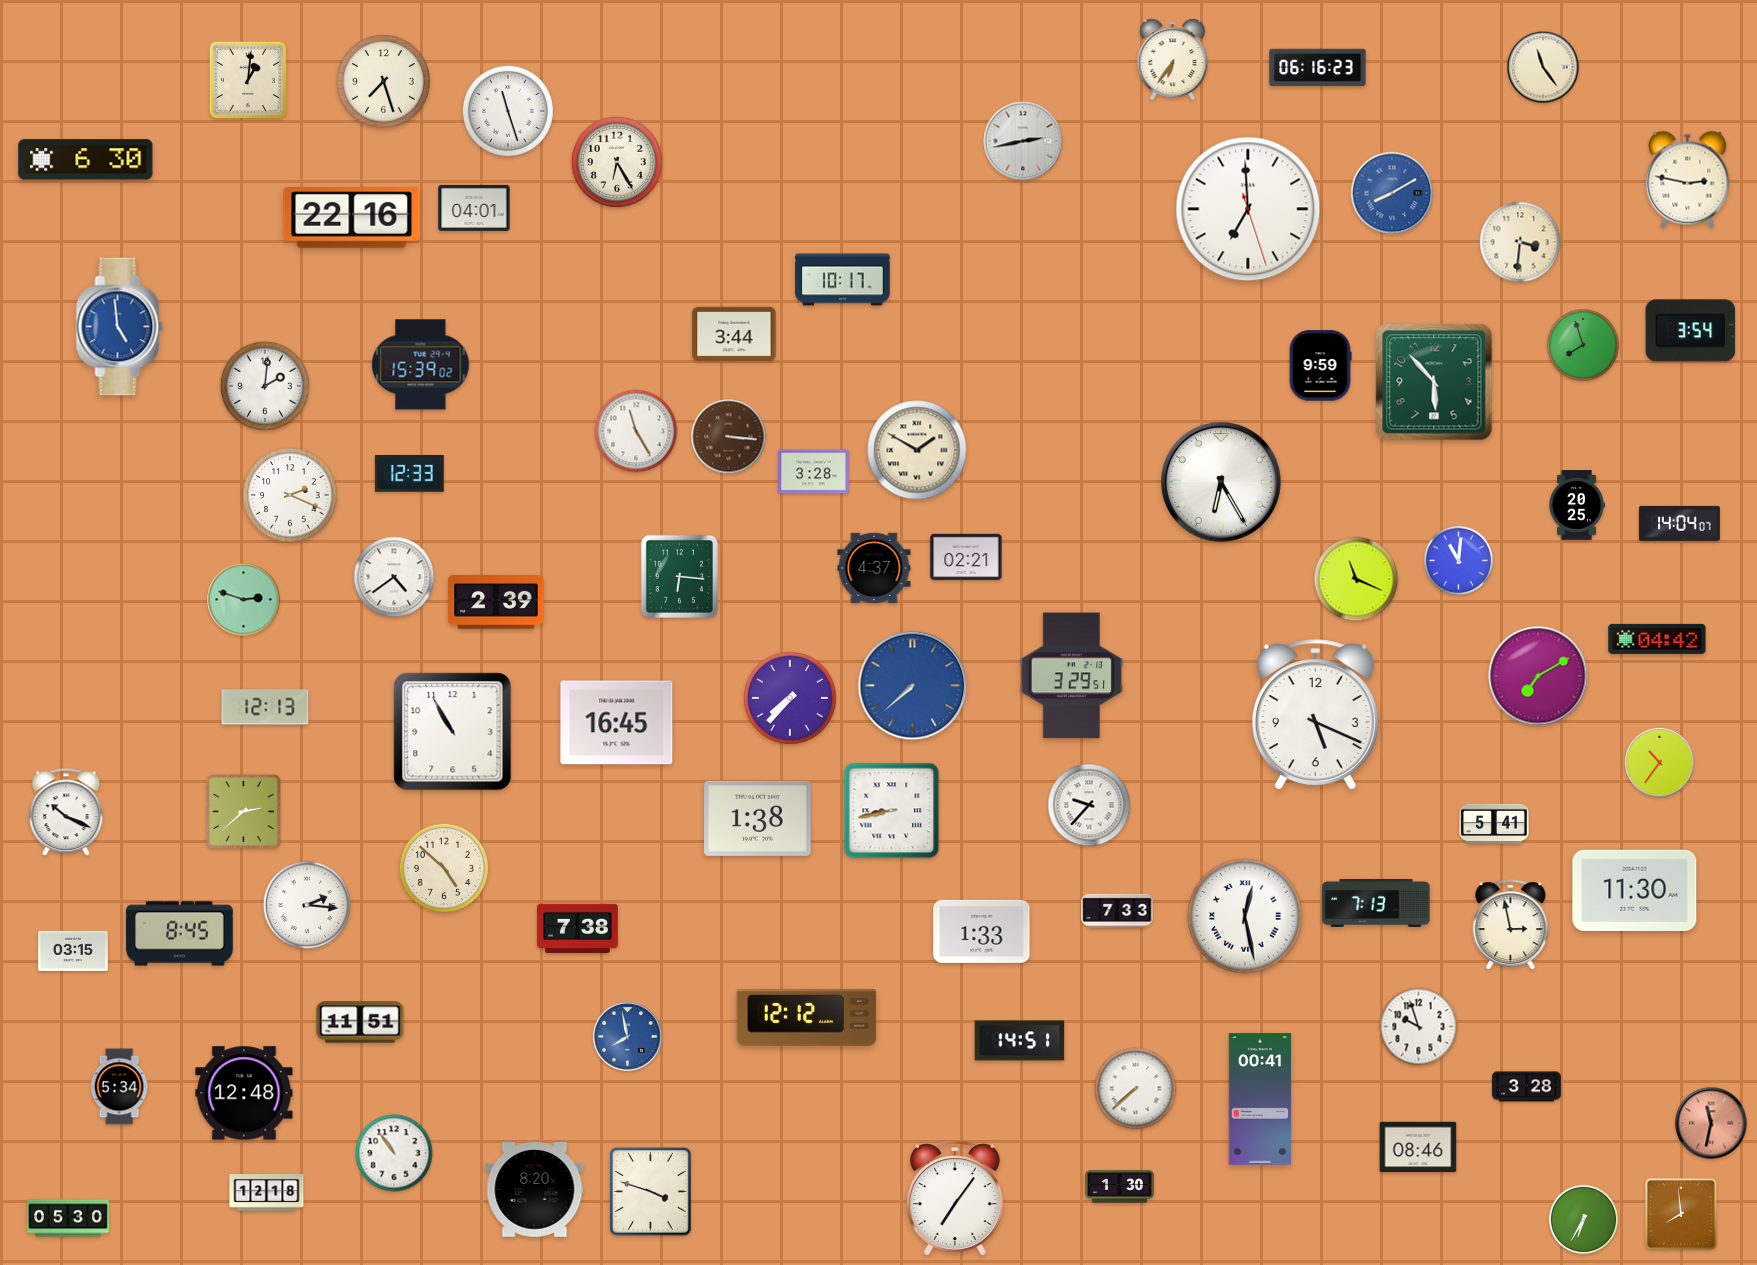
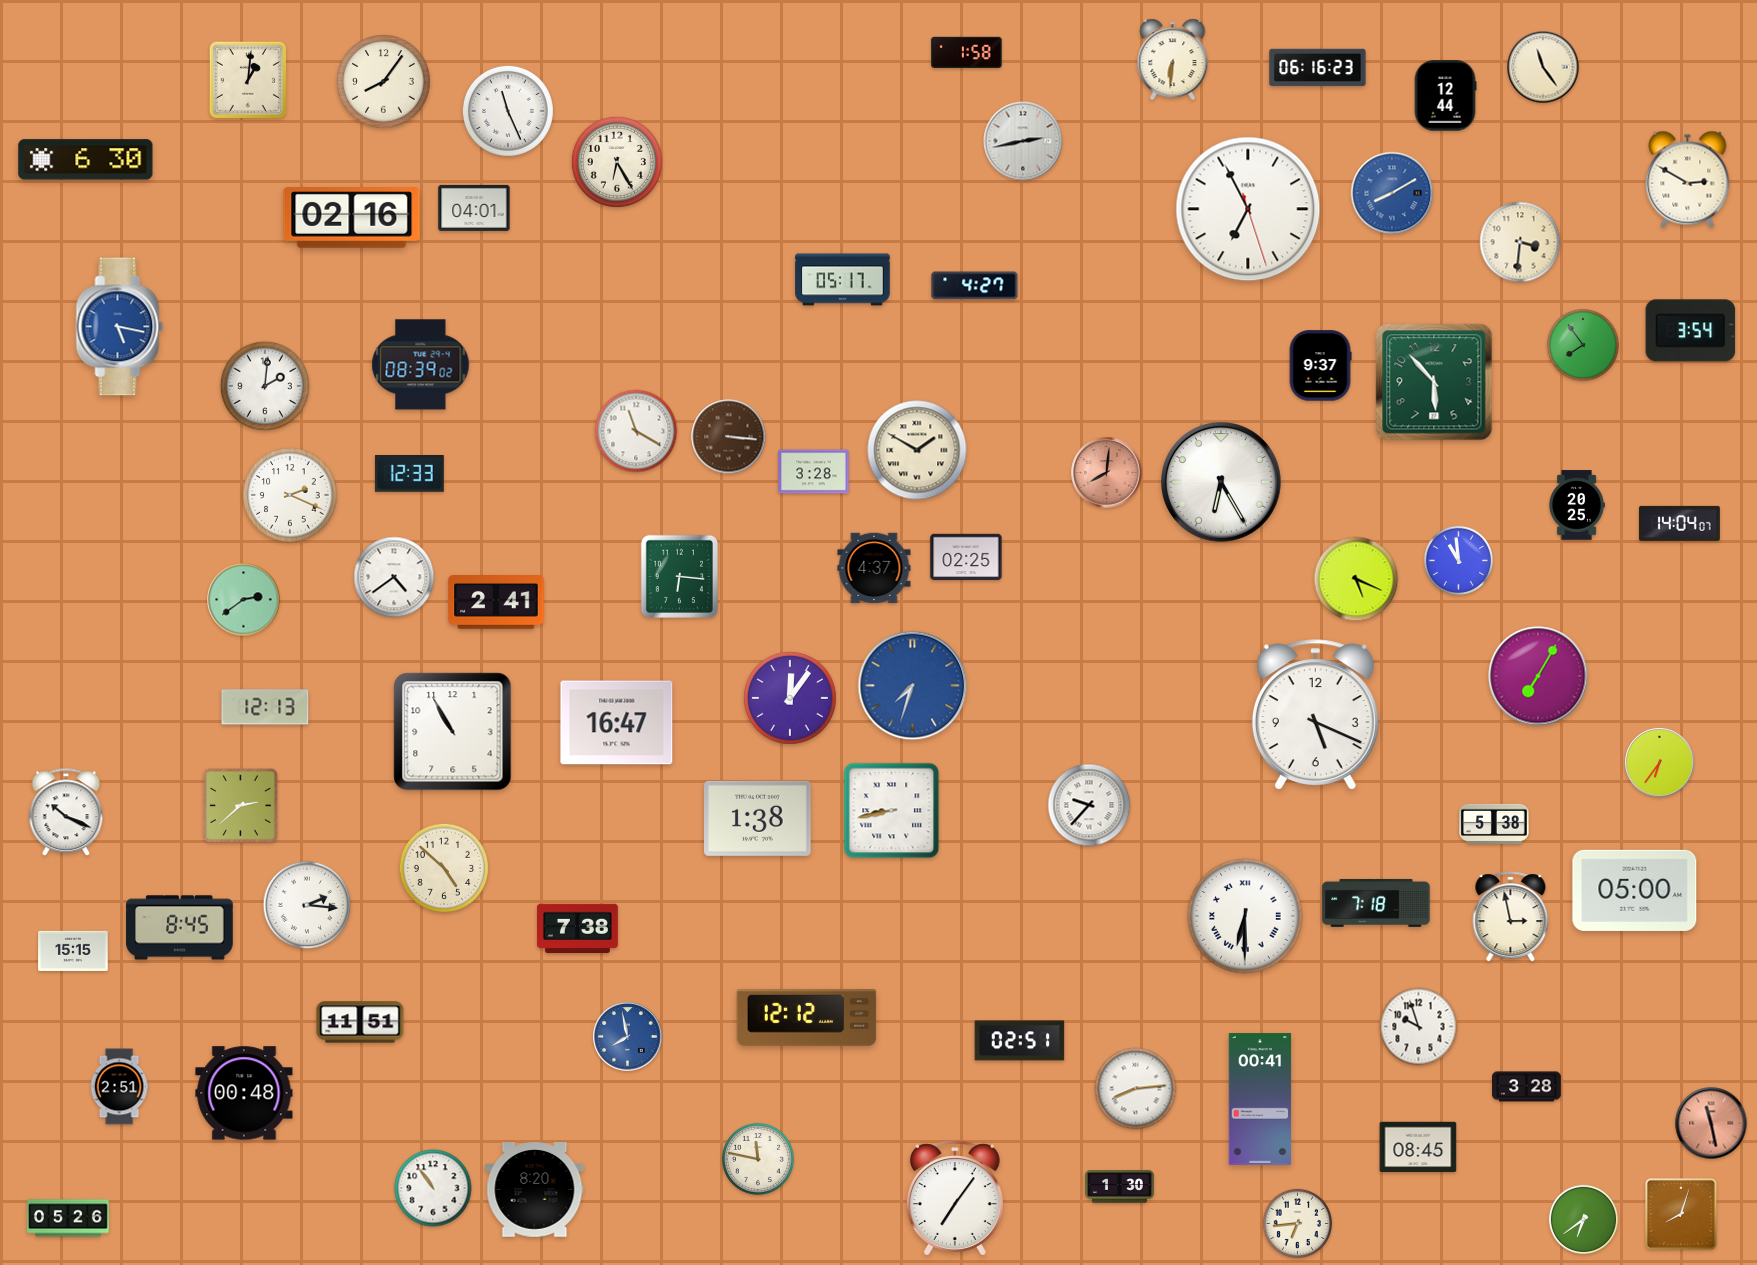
clock at (967, 52): none -> 1:58
clock at (1173, 60): 6:36 -> 6:31
clock at (384, 82): 7:27 -> 8:06
clock at (1445, 96): none -> 12:44
clock at (508, 111): 11:27 -> 11:26
clock at (1688, 179): 2:47 -> 2:50
clock at (1248, 209): 6:59 -> 6:55
clock at (352, 218): 22:16 -> 02:16
clock at (843, 280): 10:17 -> 05:17
clock at (975, 286): none -> 4:27
clock at (120, 327): 4:59 -> 5:17
clock at (734, 333): 3:44 -> none
clock at (1584, 346): 7:57 -> 7:54
clock at (421, 365): 15:39 -> 08:39
clock at (1320, 366): 9:59 -> 9:37
clock at (636, 431): 11:25 -> 11:20
clock at (1107, 473): none -> 8:01
clock at (966, 556): 02:21 -> 02:25
clock at (1458, 560): 11:01 -> 10:59
clock at (1356, 579): 11:19 -> 5:19
clock at (244, 600): 2:48 -> 2:39
clock at (496, 603): 2:39 -> 2:41
clock at (1657, 639): 04:42 -> none
clock at (1072, 676): 3:29 -> none
clock at (1538, 676): 7:10 -> 7:05
clock at (913, 686): 7:38 -> 7:33
clock at (791, 699): 7:37 -> 12:06
clock at (617, 723): 16:45 -> 16:47
clock at (1660, 763): 10:36 -> 6:36
clock at (244, 812) position: (244, 812) -> (241, 806)
clock at (1494, 824): 5:41 -> 5:38
clock at (1635, 890): 11:30 -> 05:00
clock at (1376, 903): 7:13 -> 7:18
clock at (1117, 911): 7:33 -> none
clock at (1245, 916): 12:28 -> 6:30
clock at (1511, 925) position: (1511, 925) -> (1511, 917)
clock at (982, 931): 1:33 -> none
clock at (180, 934) position: (180, 934) -> (180, 928)
clock at (73, 951): 03:15 -> 15:15
clock at (1020, 1041): 14:51 -> 02:51
clock at (119, 1087): 5:34 -> 2:51
clock at (1136, 1089): 7:38 -> 8:14
clock at (244, 1093): 12:48 -> 00:48
clock at (1711, 1123): 11:32 -> 11:28
clock at (1418, 1147): 08:46 -> 08:45
clock at (394, 1153) position: (394, 1153) -> (433, 1188)
clock at (759, 1160): none -> 11:47
clock at (651, 1192): 3:48 -> none
clock at (267, 1193): 12:18 -> none
clock at (1682, 1215): 7:59 -> 8:03
clock at (68, 1218): 05:30 -> 05:26
clock at (1583, 1219): 6:35 -> 6:39
clock at (1297, 1223): none -> 6:44
